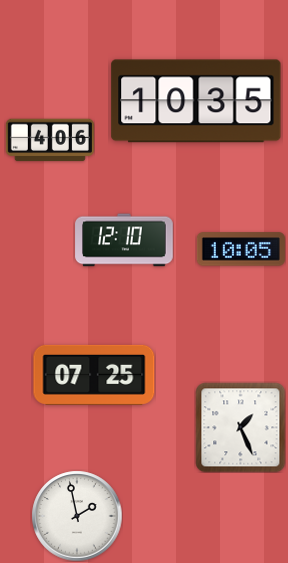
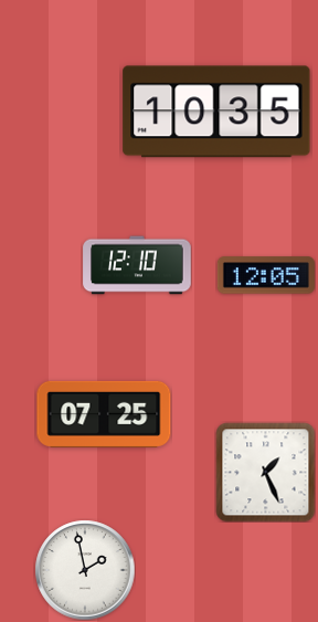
clock at (50, 140): 4:06 -> none
clock at (241, 249): 10:05 -> 12:05
